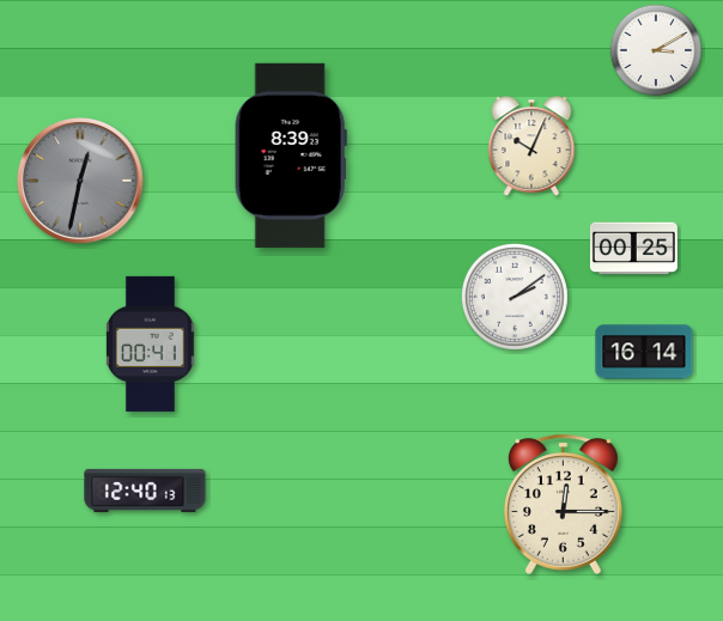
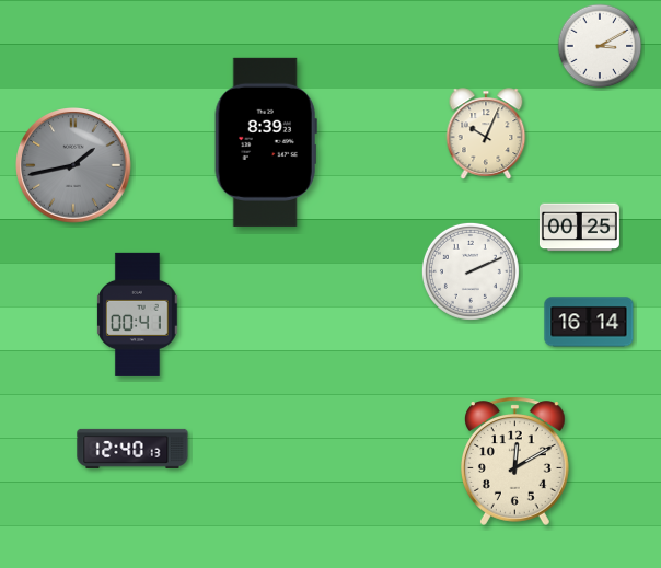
clock at (81, 182): 12:32 -> 1:43
clock at (515, 297): 2:09 -> 2:11
clock at (563, 504): 12:15 -> 12:10
